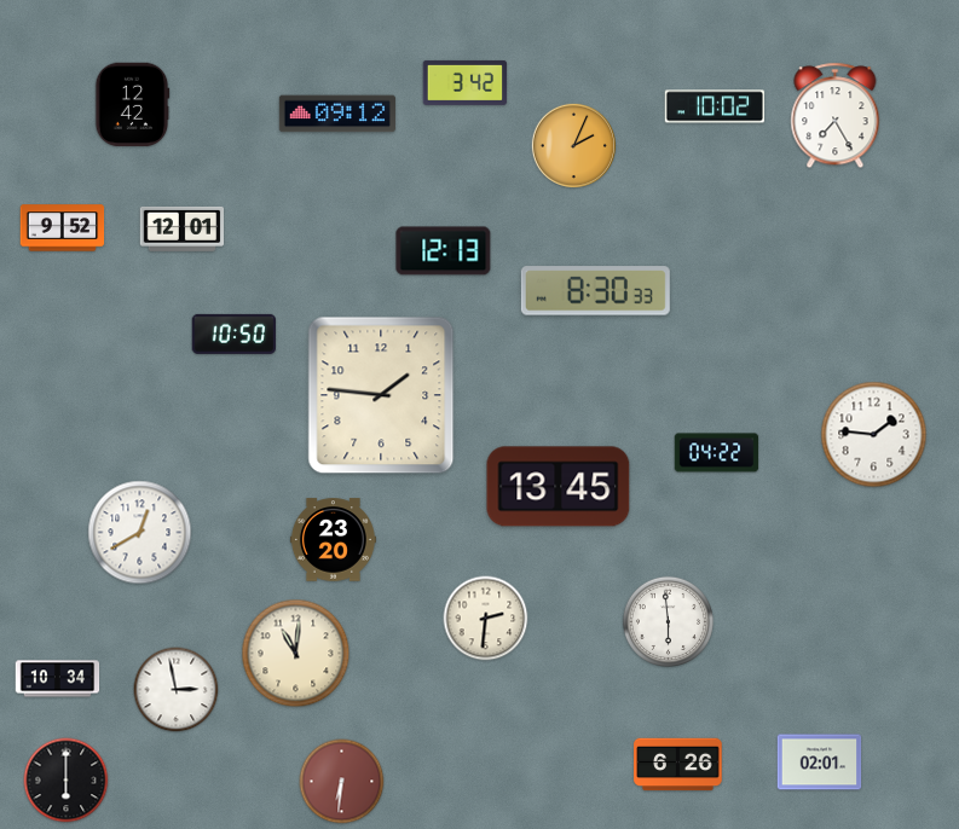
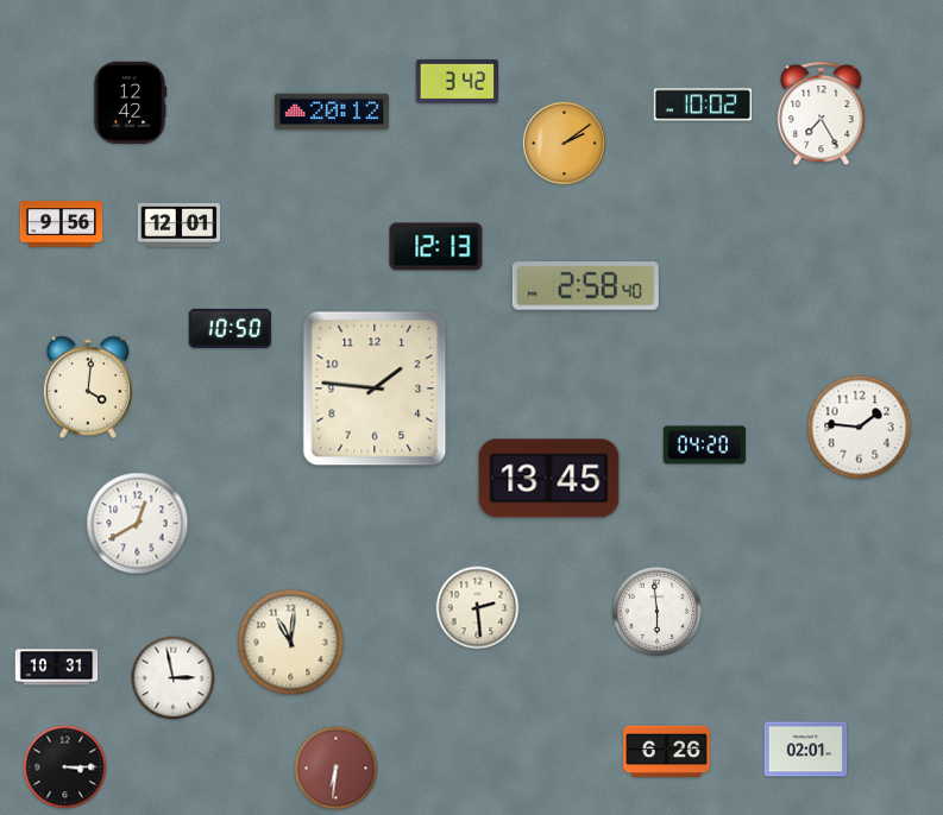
clock at (337, 114): 09:12 -> 20:12
clock at (573, 145): 2:04 -> 2:09
clock at (63, 228): 9:52 -> 9:56
clock at (595, 291): 8:30 -> 2:58
clock at (88, 387): none -> 4:01
clock at (717, 453): 04:22 -> 04:20
clock at (333, 540): 23:20 -> none
clock at (486, 619): 2:31 -> 2:29
clock at (58, 679): 10:34 -> 10:31
clock at (67, 781): 6:00 -> 3:15
